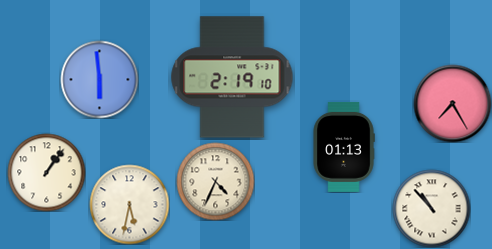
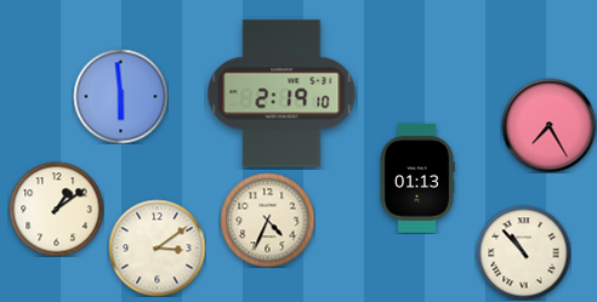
clock at (46, 172): 1:06 -> 1:09
clock at (215, 181) position: (215, 181) -> (267, 220)
clock at (129, 204): 5:32 -> 3:09
